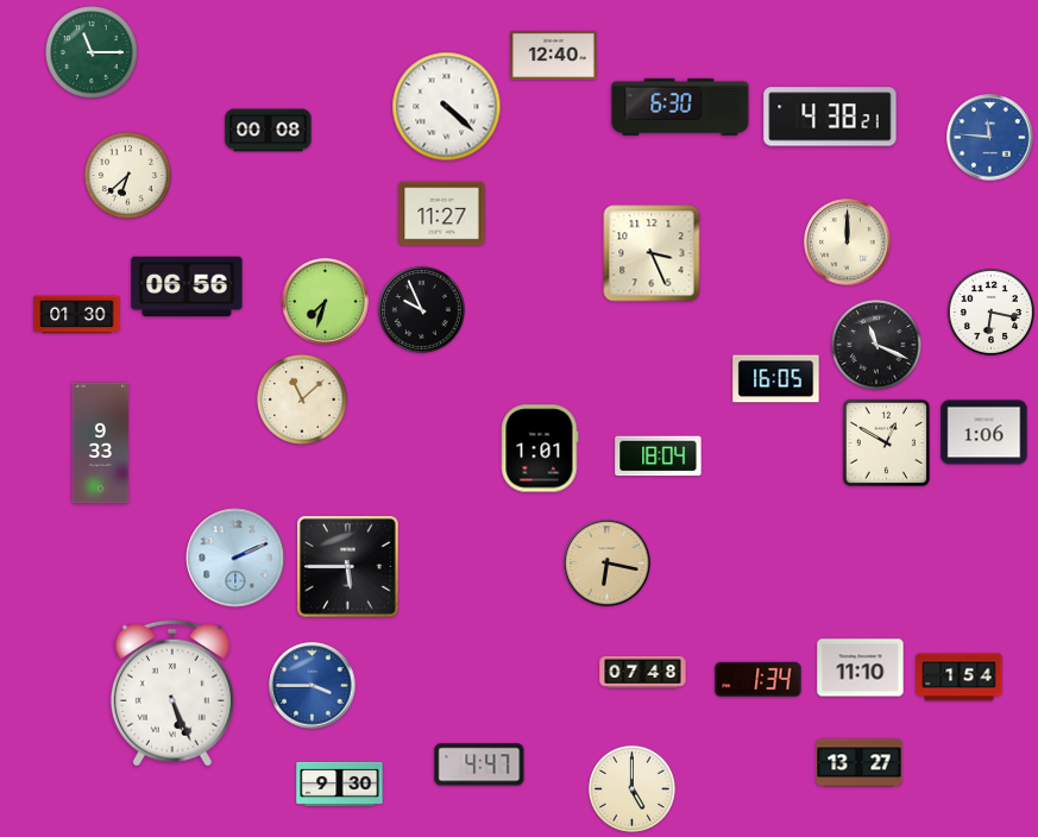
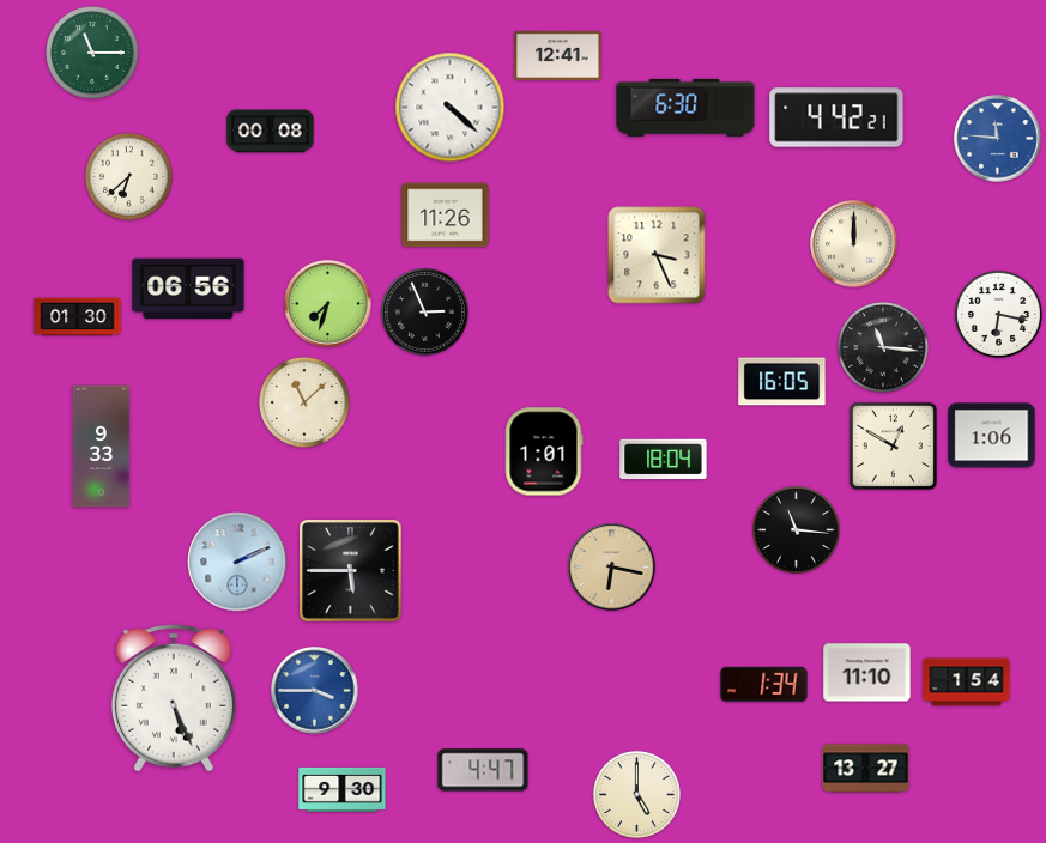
clock at (554, 55): 12:40 -> 12:41
clock at (830, 117): 4:38 -> 4:42
clock at (442, 214): 11:27 -> 11:26
clock at (421, 309): 9:56 -> 2:56
clock at (876, 345): 11:19 -> 11:16
clock at (796, 529): none -> 11:16
clock at (643, 672): 07:48 -> none
